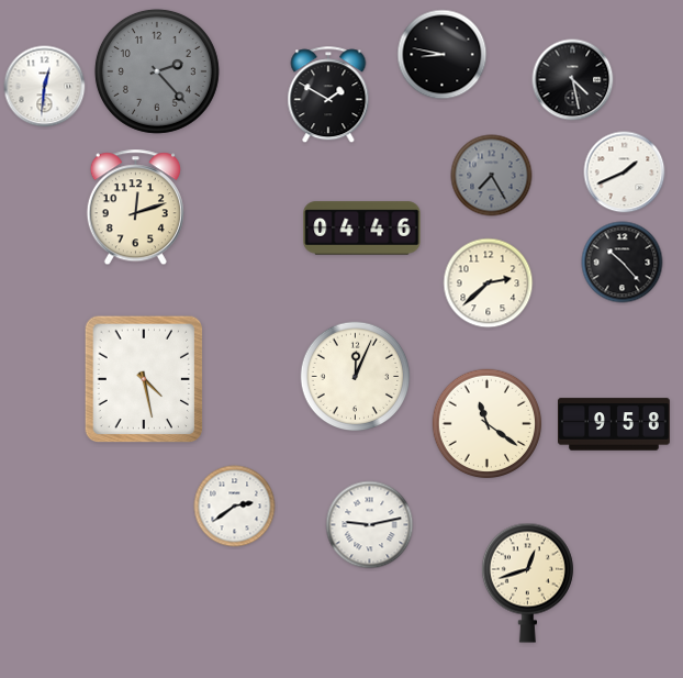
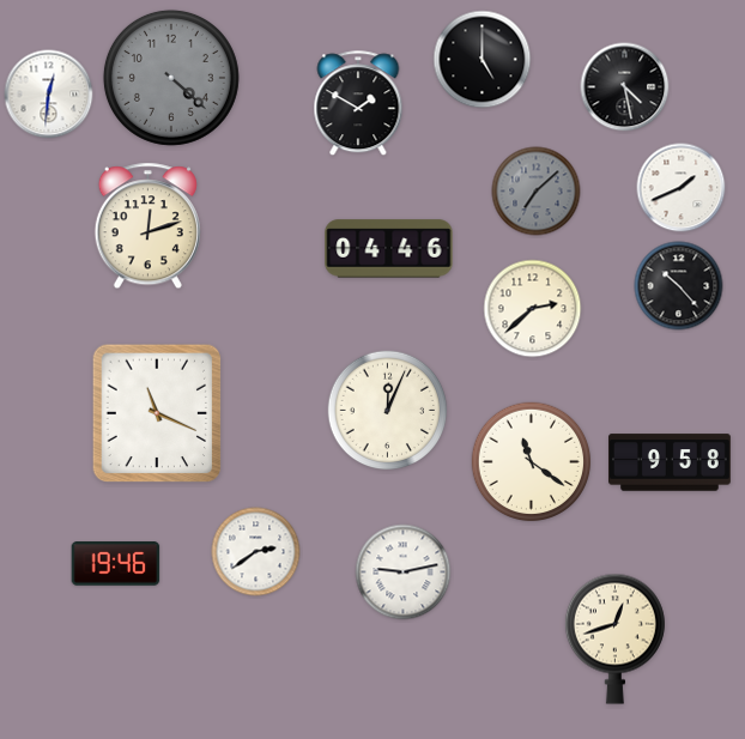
clock at (443, 55): 8:47 -> 5:00
clock at (157, 71): 2:23 -> 4:22
clock at (492, 176): 7:25 -> 7:08
clock at (362, 229) position: (362, 229) -> (389, 249)
clock at (144, 379): 4:28 -> 11:19
clock at (116, 564): none -> 19:46
clock at (527, 582) position: (527, 582) -> (614, 638)
